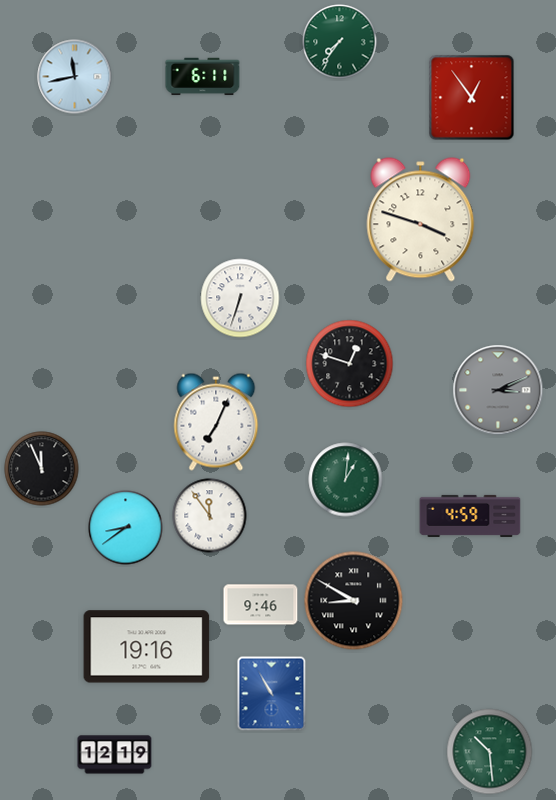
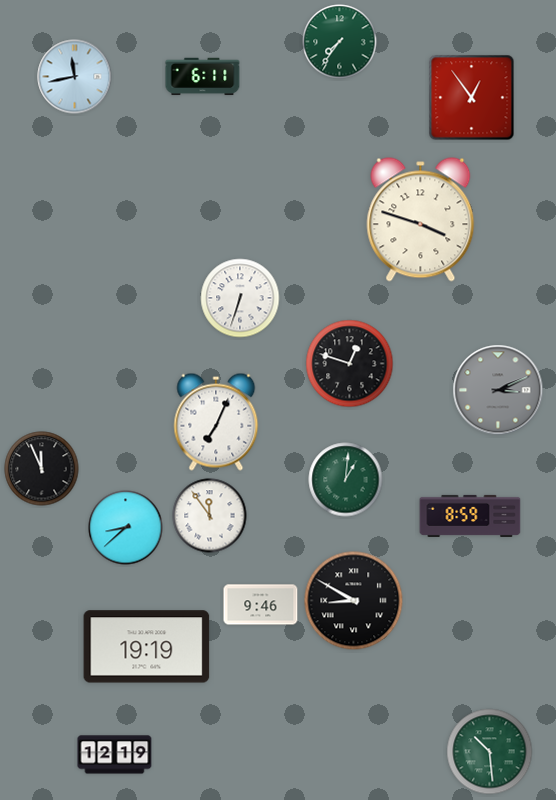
clock at (470, 516): 4:59 -> 8:59
clock at (126, 528): 8:39 -> 8:38
clock at (147, 647): 19:16 -> 19:19
clock at (272, 694): 10:55 -> none
